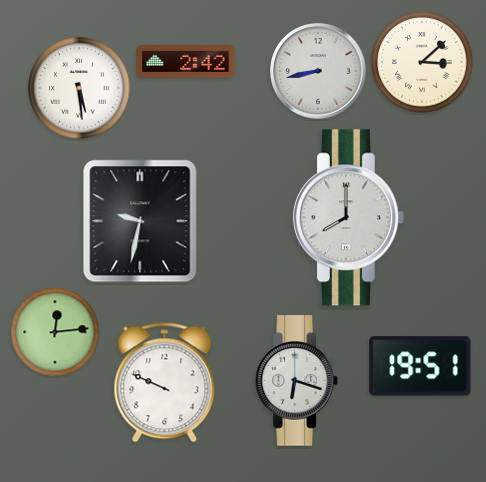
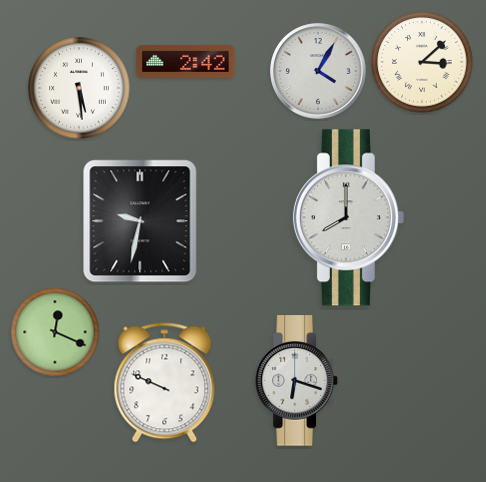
clock at (318, 71): 8:43 -> 4:05
clock at (55, 332): 12:14 -> 12:19
clock at (420, 366): 19:51 -> none
